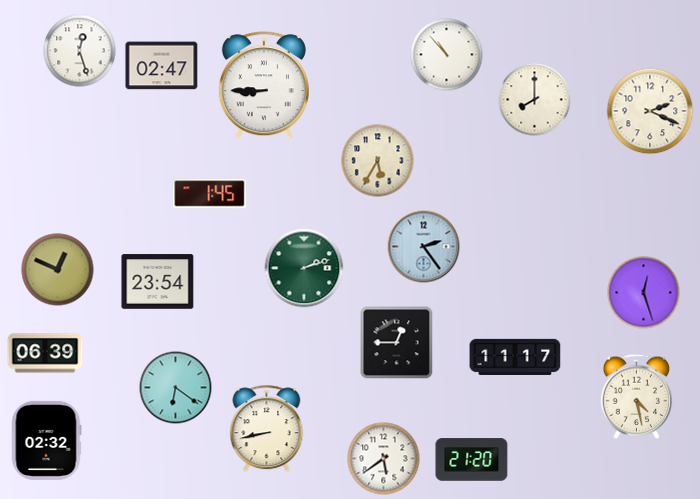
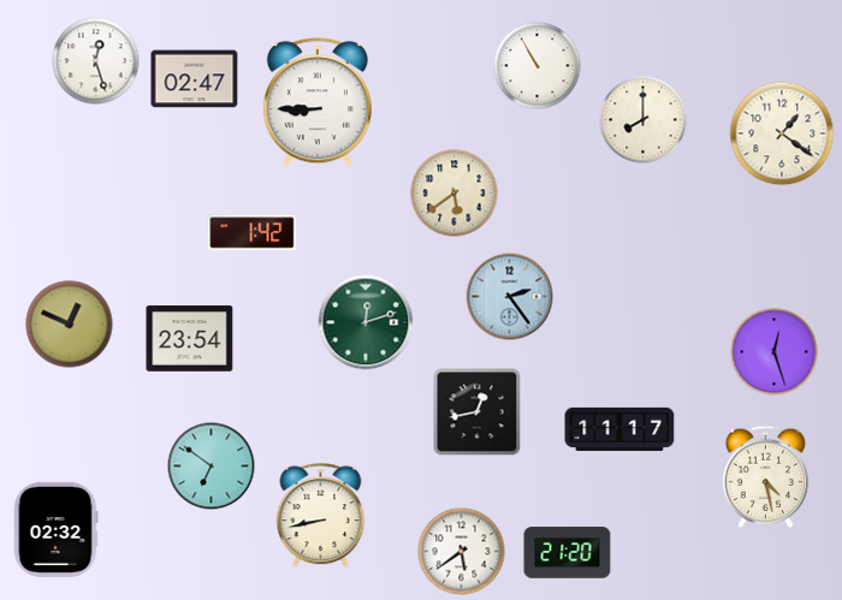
clock at (447, 55): 10:53 -> 10:55
clock at (650, 111): 2:19 -> 1:21
clock at (378, 161): 5:35 -> 5:39
clock at (210, 194): 1:45 -> 1:42
clock at (304, 268): 2:12 -> 12:12
clock at (397, 343): 12:45 -> 12:43
clock at (45, 353): 06:39 -> none
clock at (176, 388): 6:21 -> 6:51
